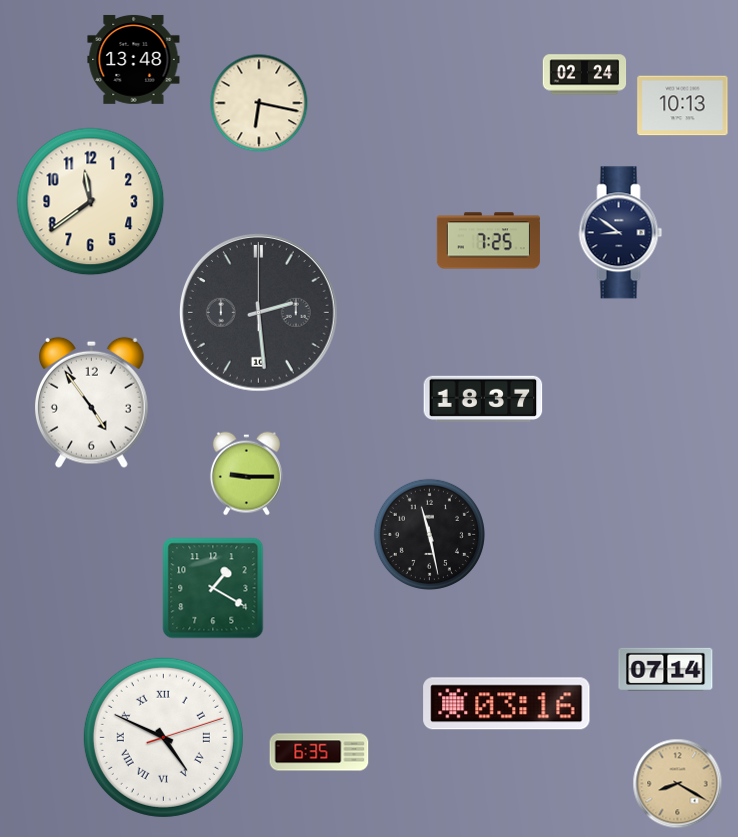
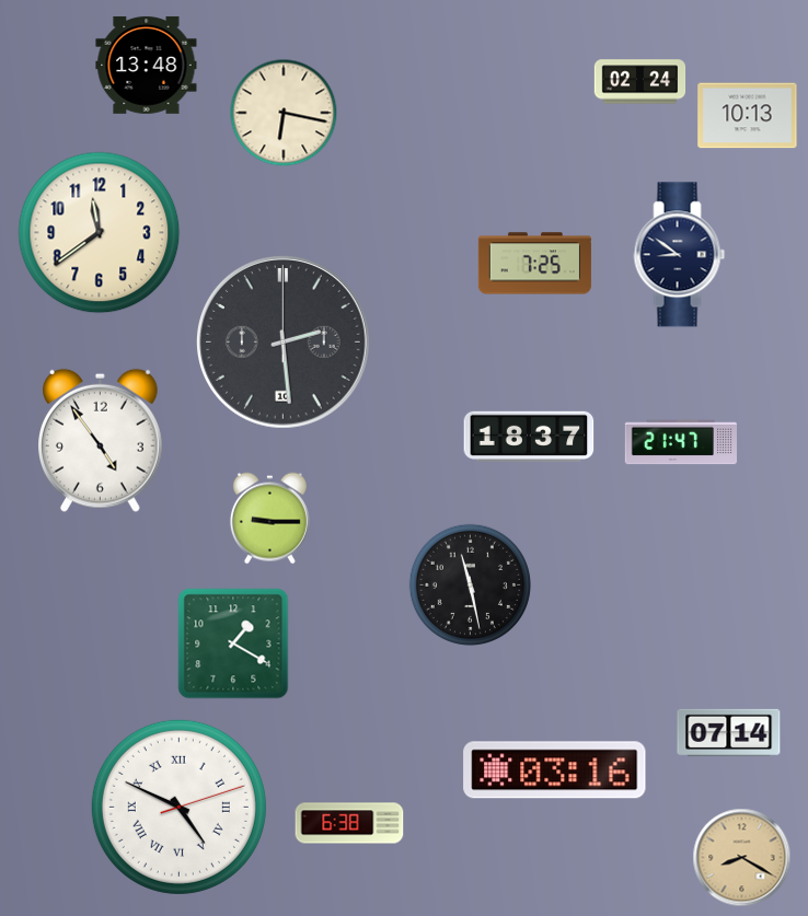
clock at (91, 202) position: (91, 202) -> (100, 233)
clock at (680, 442): none -> 21:47
clock at (319, 752): 6:35 -> 6:38
